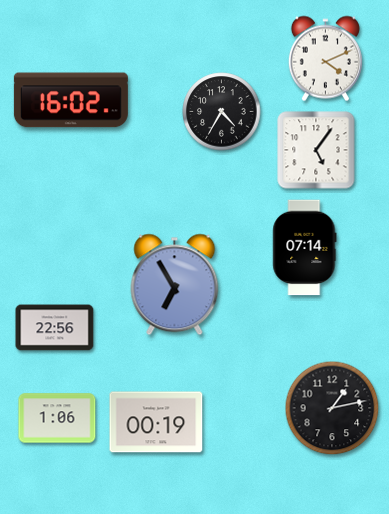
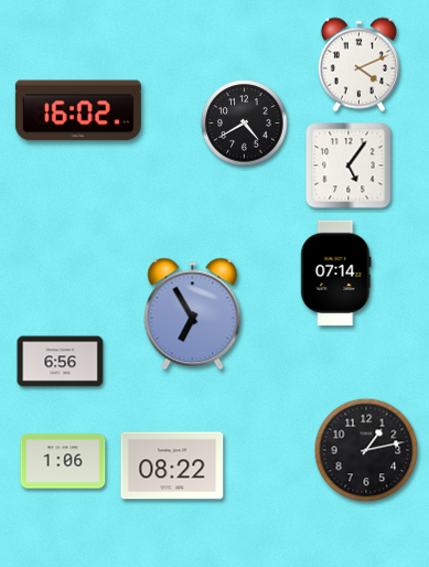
clock at (222, 112): 4:35 -> 4:40
clock at (55, 328): 22:56 -> 6:56
clock at (156, 422): 00:19 -> 08:22
